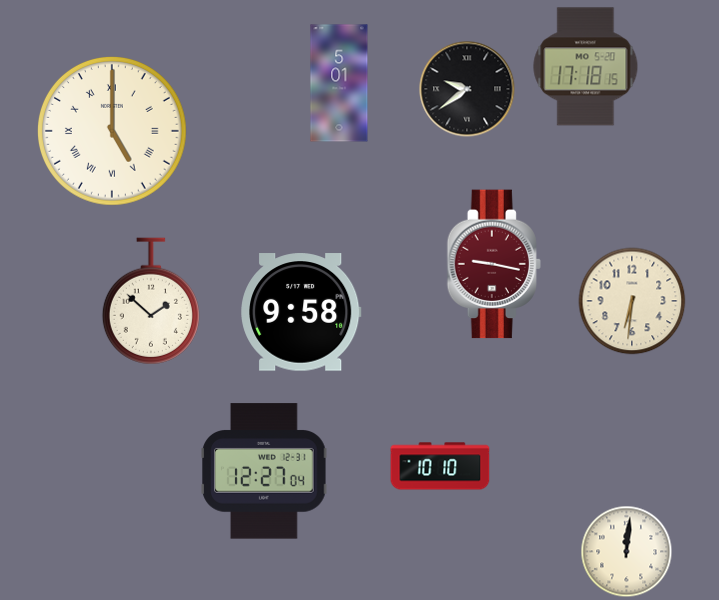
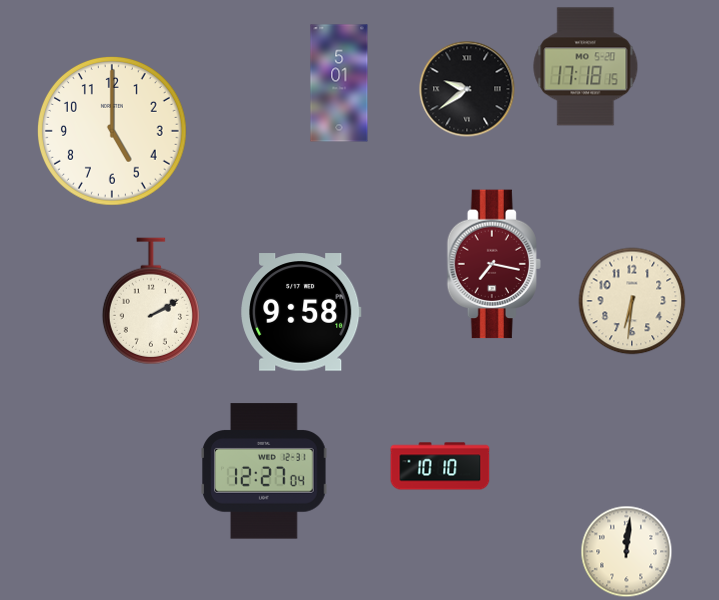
clock at (113, 132) numerals: Roman -> Arabic
clock at (494, 264): 9:17 -> 7:17
clock at (151, 301): 1:52 -> 2:10
